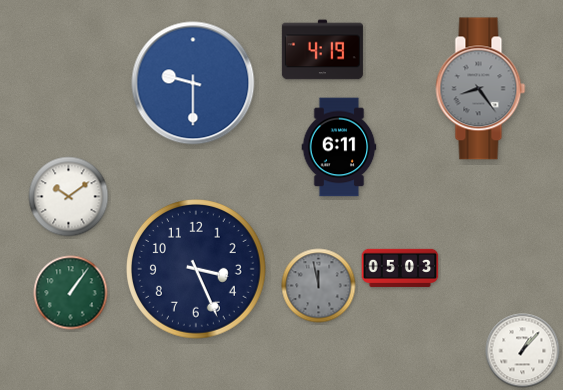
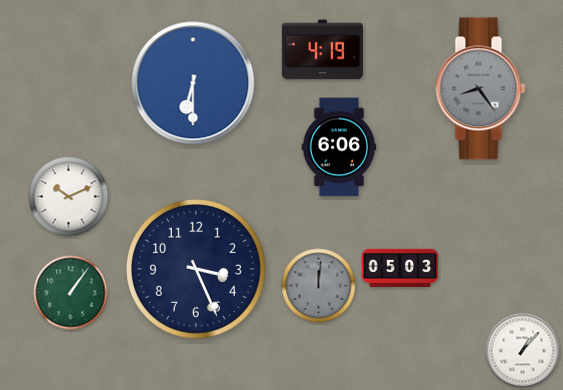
clock at (193, 83): 9:30 -> 6:30
clock at (339, 147): 6:11 -> 6:06
clock at (69, 197): 10:09 -> 10:11
clock at (319, 286): 11:58 -> 12:01
